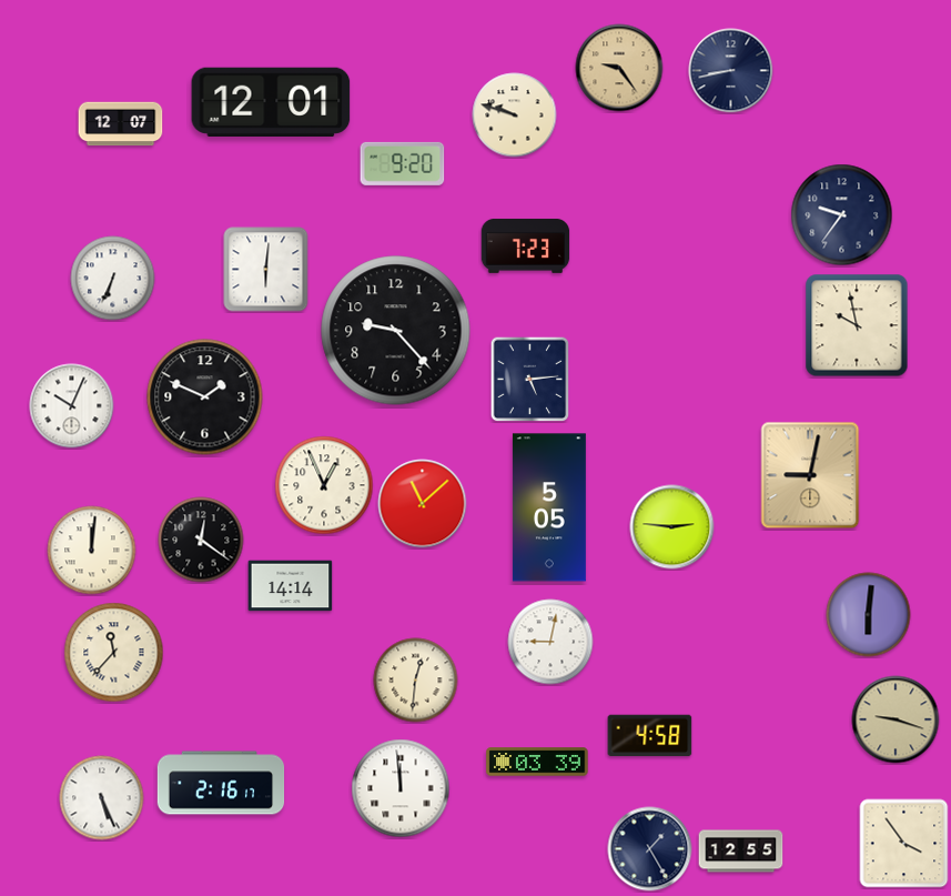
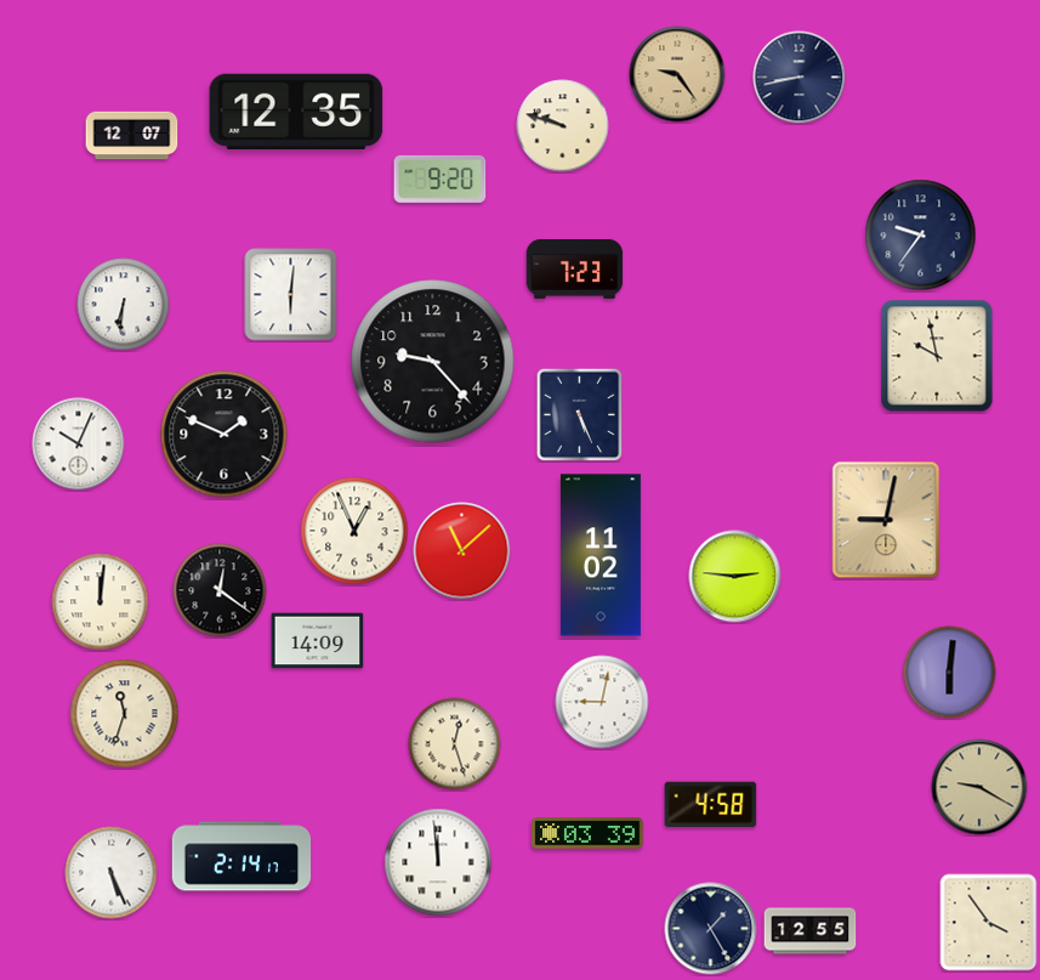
clock at (271, 102): 12:01 -> 12:35
clock at (113, 279): 6:34 -> 6:31
clock at (530, 379): 5:14 -> 5:26
clock at (549, 507): 5:05 -> 11:02
clock at (291, 586): 14:14 -> 14:09
clock at (114, 653): 11:37 -> 11:33
clock at (416, 681): 12:31 -> 12:27
clock at (896, 719): 9:18 -> 9:20
clock at (221, 783): 2:16 -> 2:14
